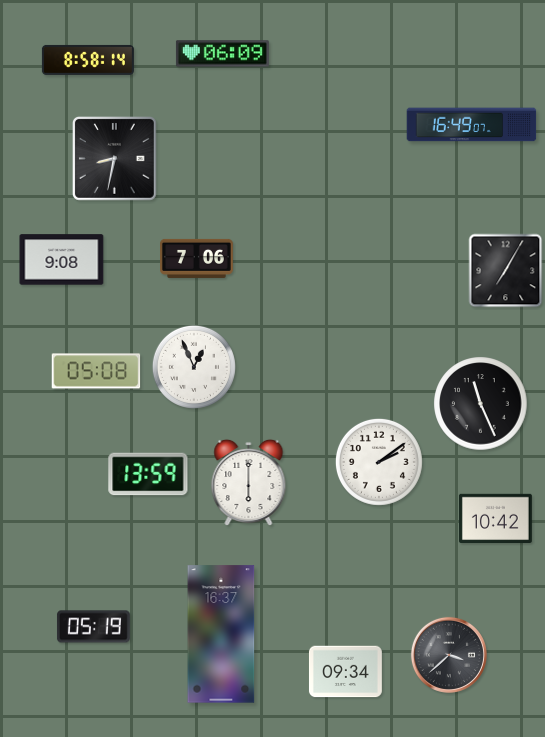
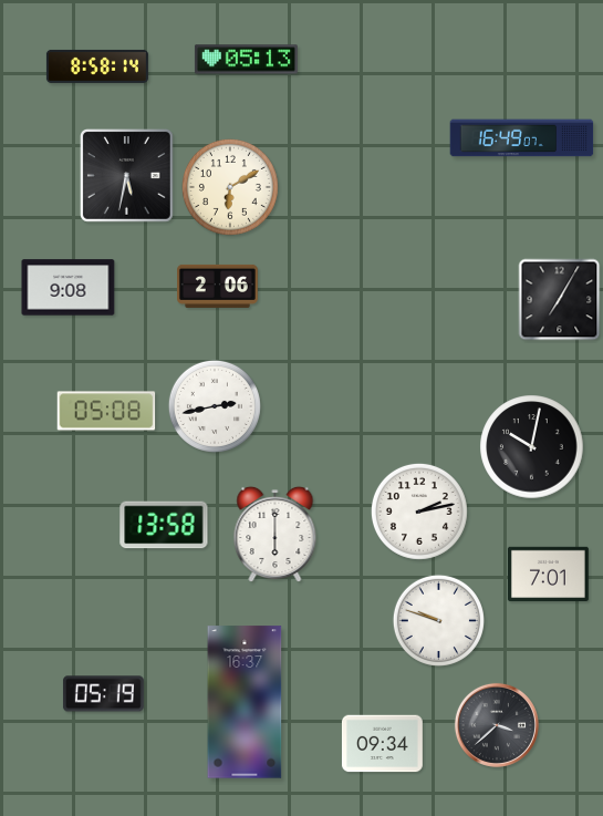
clock at (222, 54): 06:09 -> 05:13
clock at (115, 159): 8:32 -> 5:32
clock at (230, 187): none -> 6:10
clock at (197, 258): 7:06 -> 2:06
clock at (194, 367): 12:56 -> 2:43
clock at (481, 404): 11:26 -> 10:02
clock at (379, 462): 2:09 -> 2:13
clock at (148, 474): 13:59 -> 13:58
clock at (495, 518): 10:42 -> 7:01
clock at (438, 620): none -> 9:48
